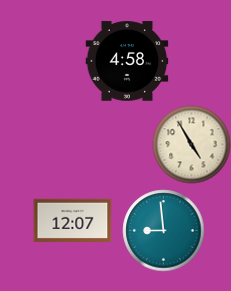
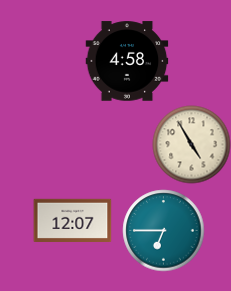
clock at (163, 230): 8:59 -> 6:45
